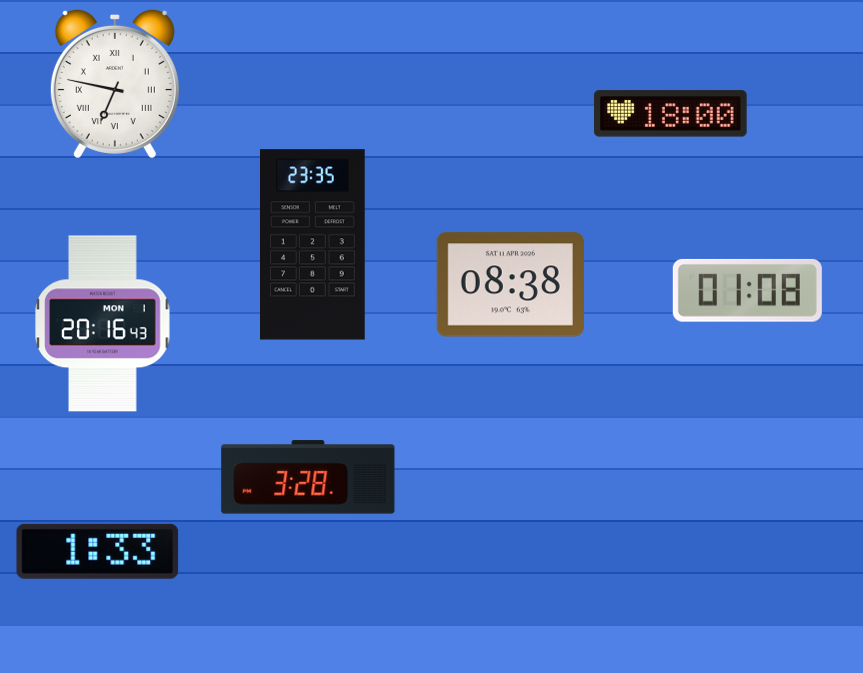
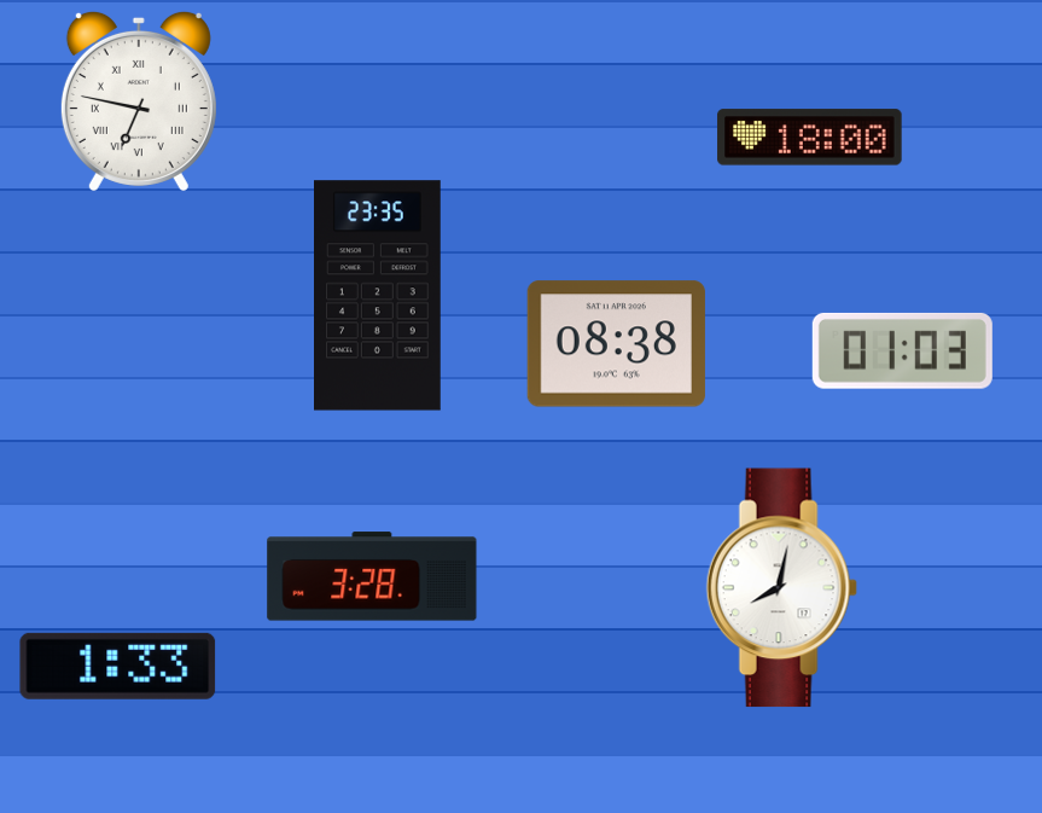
clock at (747, 290): 01:08 -> 01:03
clock at (103, 324): 20:16 -> none
clock at (781, 588): none -> 8:02
